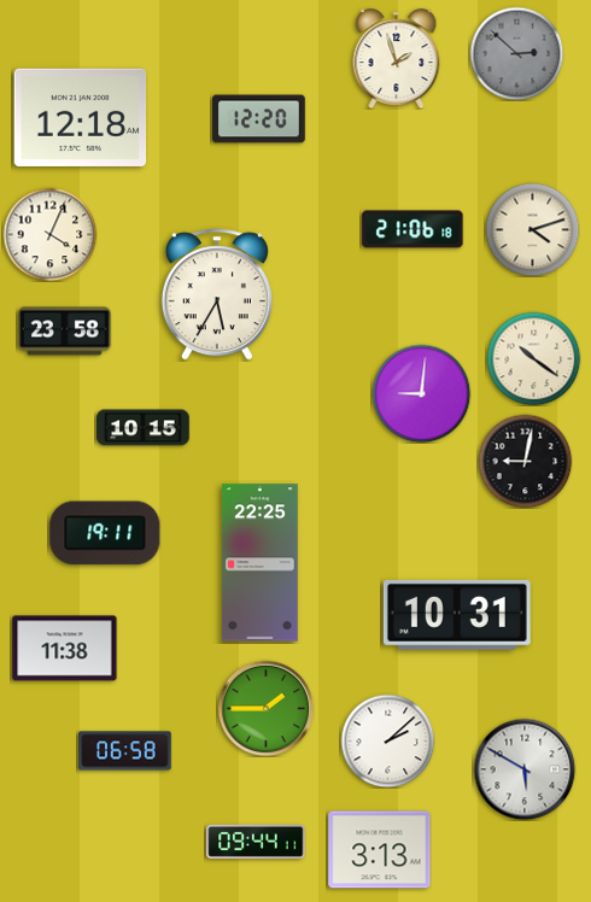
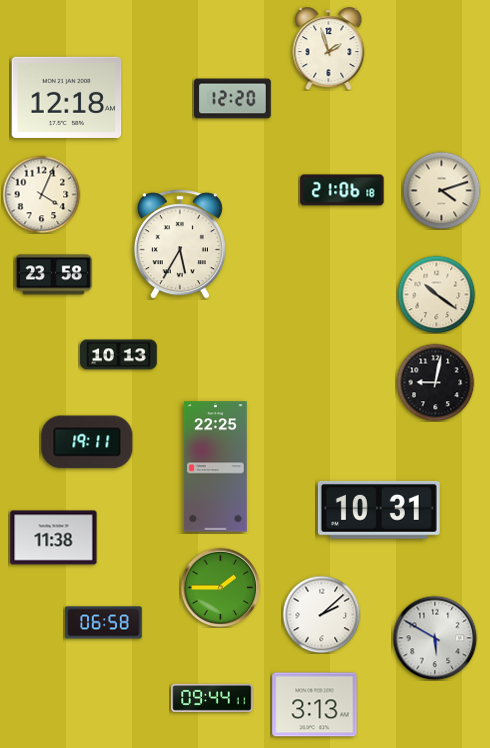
clock at (516, 53): 2:52 -> none
clock at (259, 119) position: (259, 119) -> (233, 99)
clock at (533, 358) position: (533, 358) -> (436, 294)
clock at (421, 393): 9:01 -> none
clock at (144, 428): 10:15 -> 10:13
